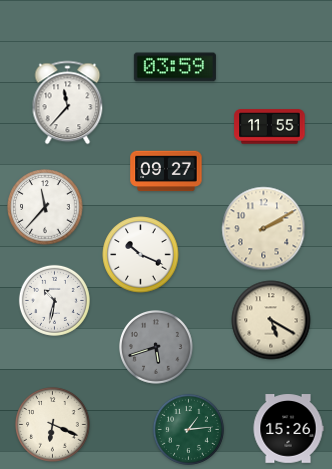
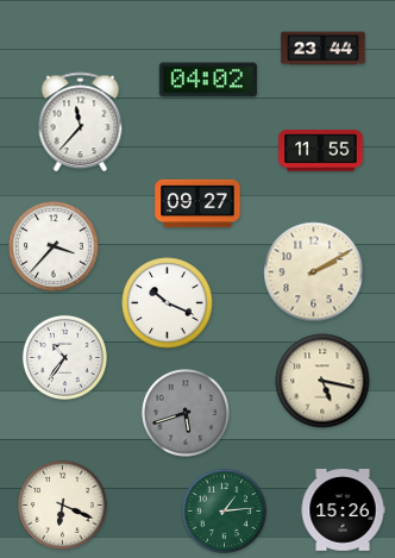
clock at (324, 49): none -> 23:44
clock at (175, 67): 03:59 -> 04:02
clock at (45, 207): 11:37 -> 3:37
clock at (54, 300): 10:32 -> 10:36
clock at (271, 320): 5:20 -> 5:17
